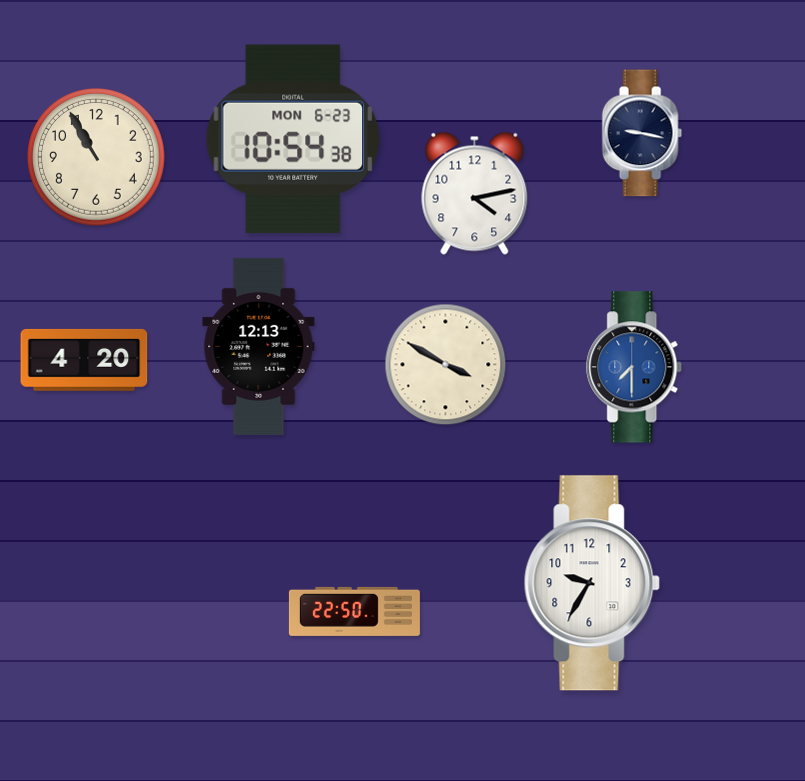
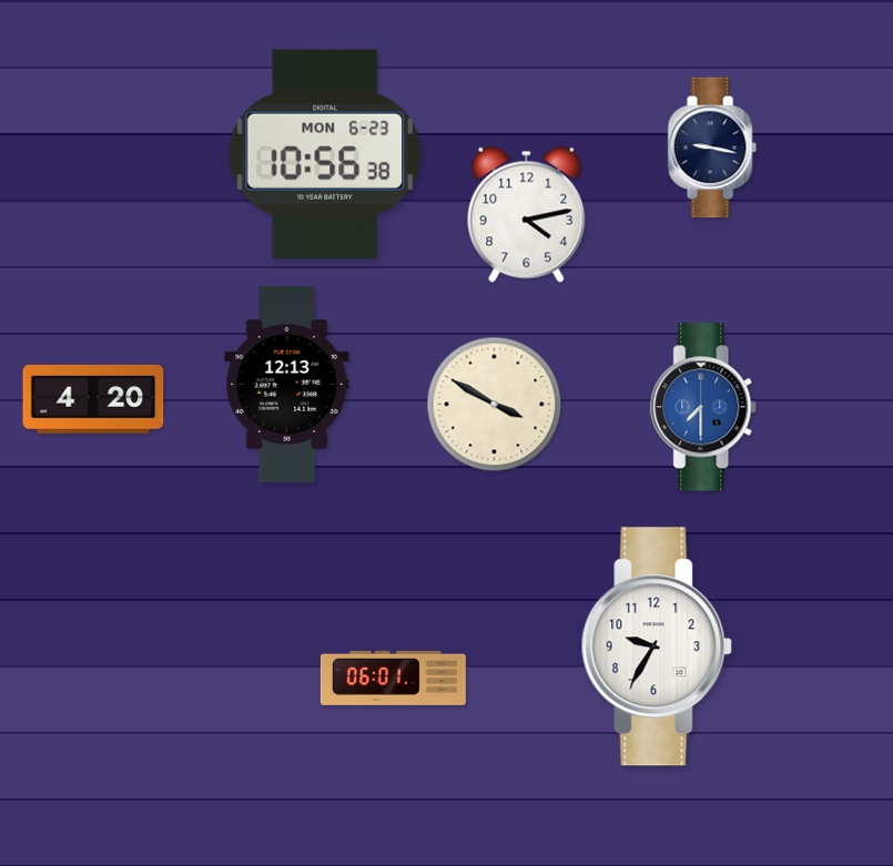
clock at (293, 138): 10:54 -> 10:56
clock at (97, 158): 10:55 -> none
clock at (354, 611): 22:50 -> 06:01
